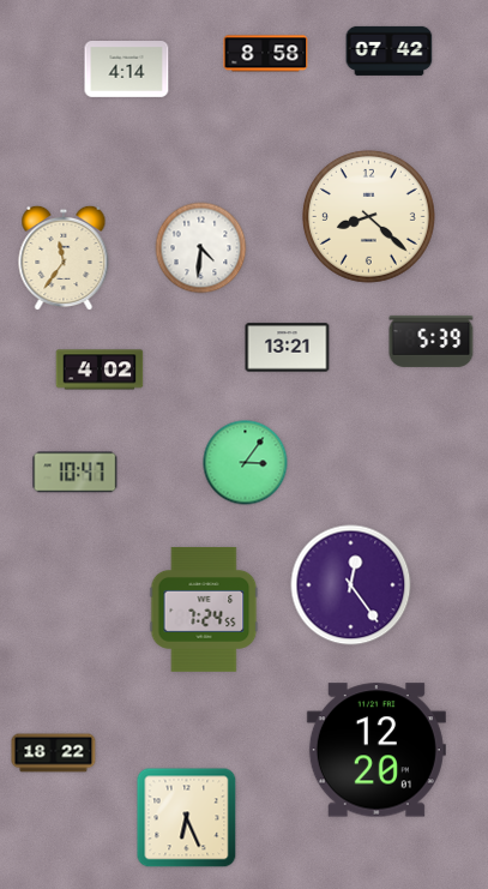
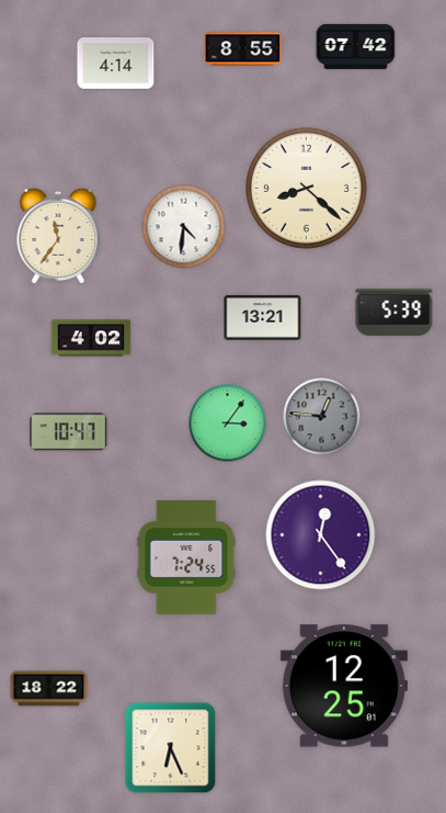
clock at (266, 54): 8:58 -> 8:55
clock at (368, 216) position: (368, 216) -> (306, 188)
clock at (322, 417): none -> 12:46
clock at (246, 463) position: (246, 463) -> (228, 424)
clock at (376, 750): 12:20 -> 12:25
